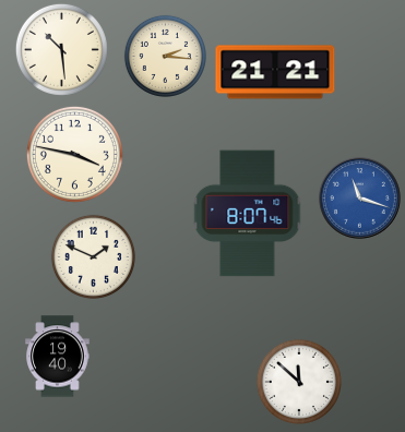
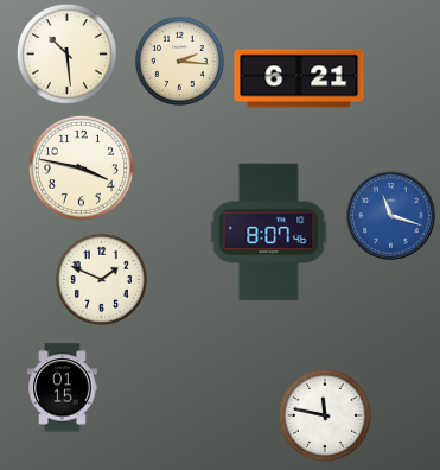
clock at (275, 72): 21:21 -> 6:21
clock at (58, 357): 19:40 -> 01:15
clock at (299, 382): 11:52 -> 11:47
